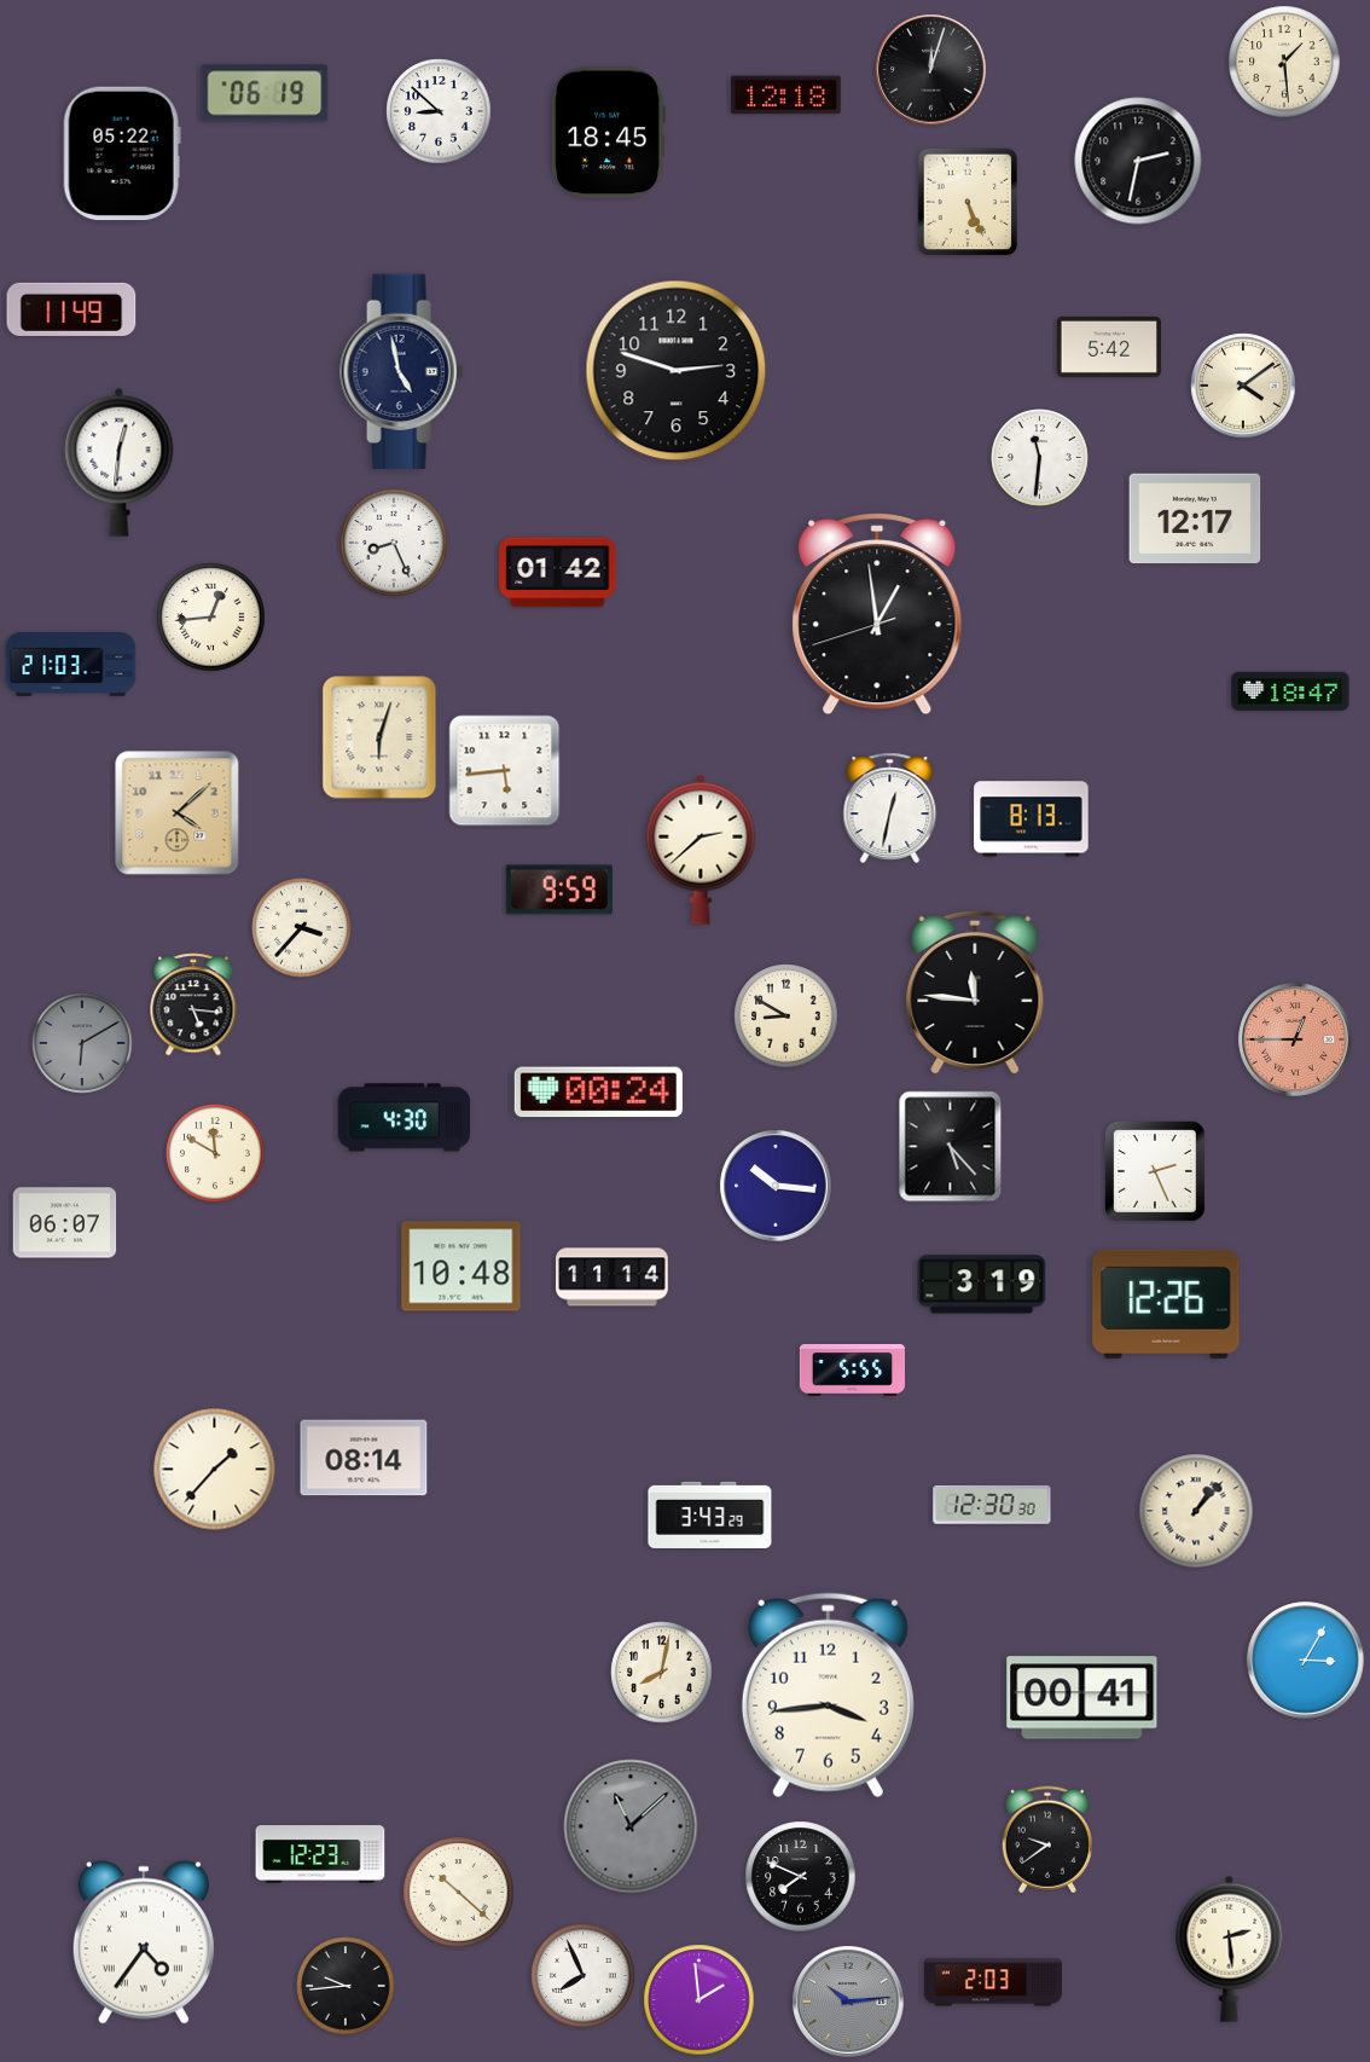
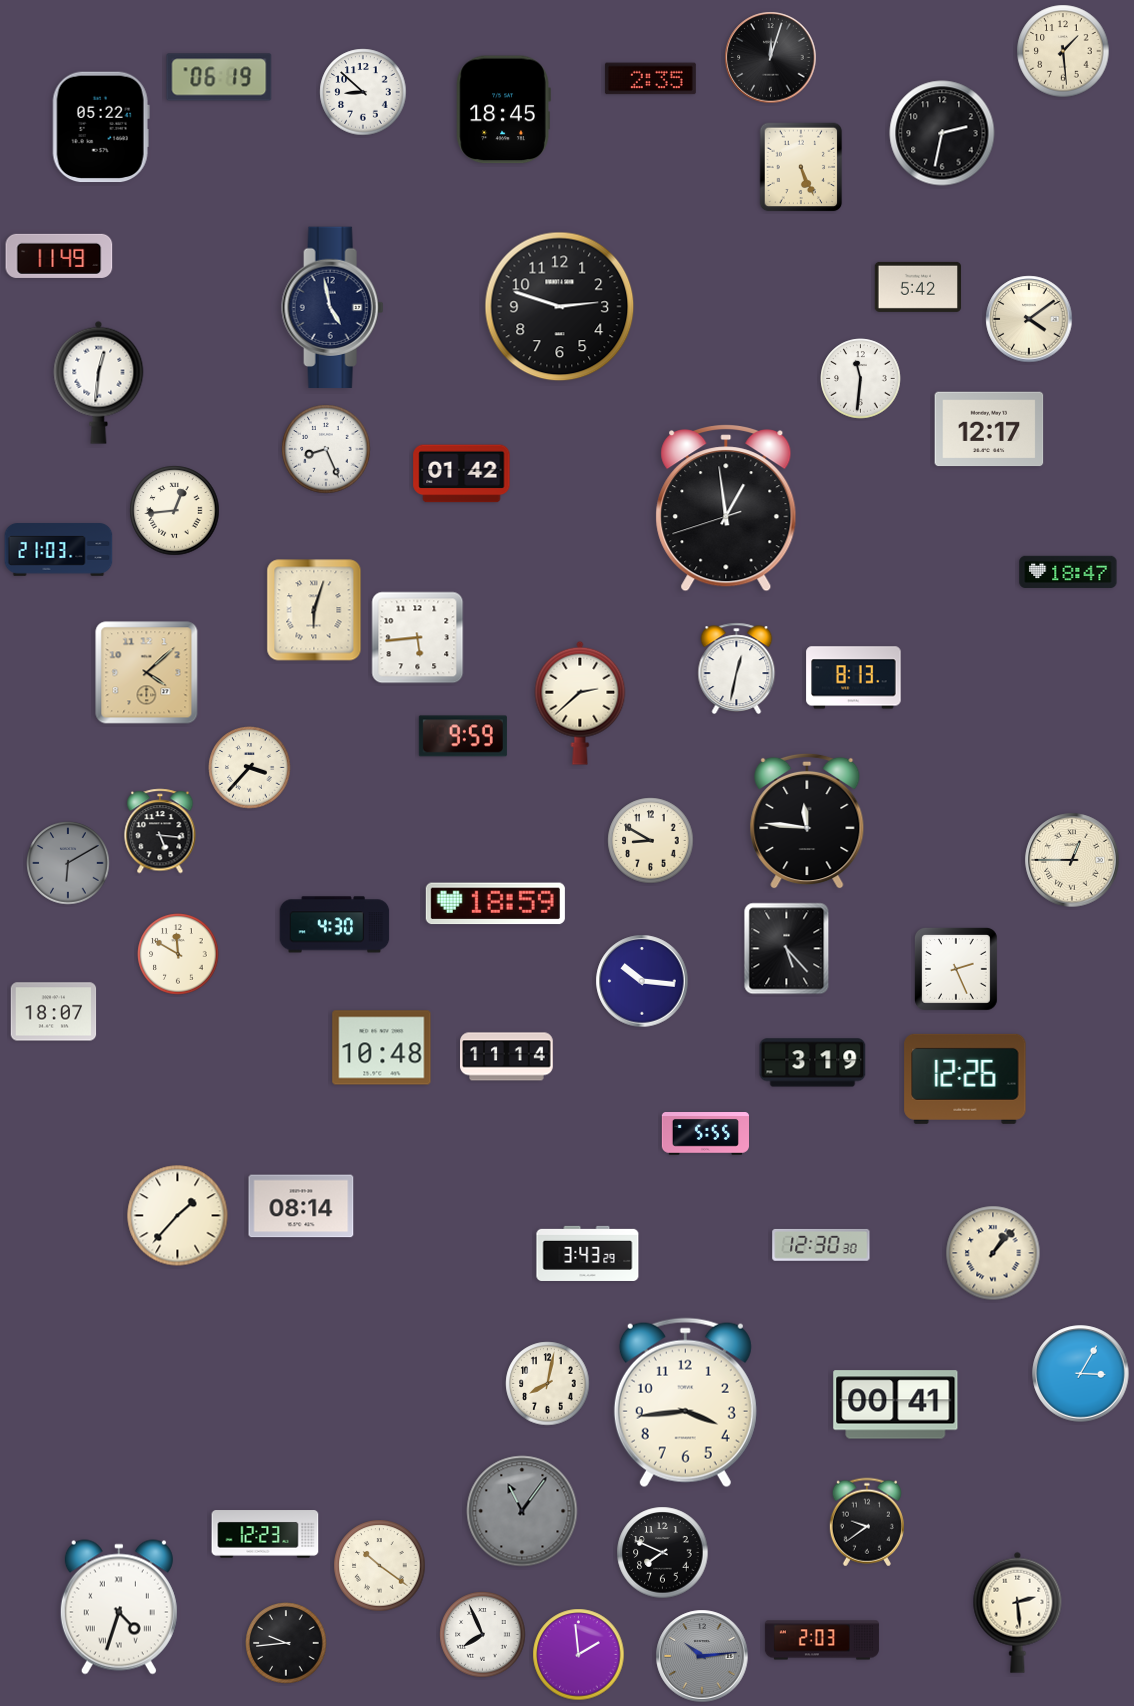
clock at (785, 95): 12:18 -> 2:35
clock at (1295, 1039) dial: salmon -> cream
clock at (598, 1093): 00:24 -> 18:59
clock at (65, 1223): 06:07 -> 18:07
clock at (1196, 1511) position: (1196, 1511) -> (993, 1253)
clock at (631, 1826): 11:08 -> 11:06
clock at (459, 1893): 10:22 -> 10:21
clock at (144, 1942): 4:36 -> 4:33
